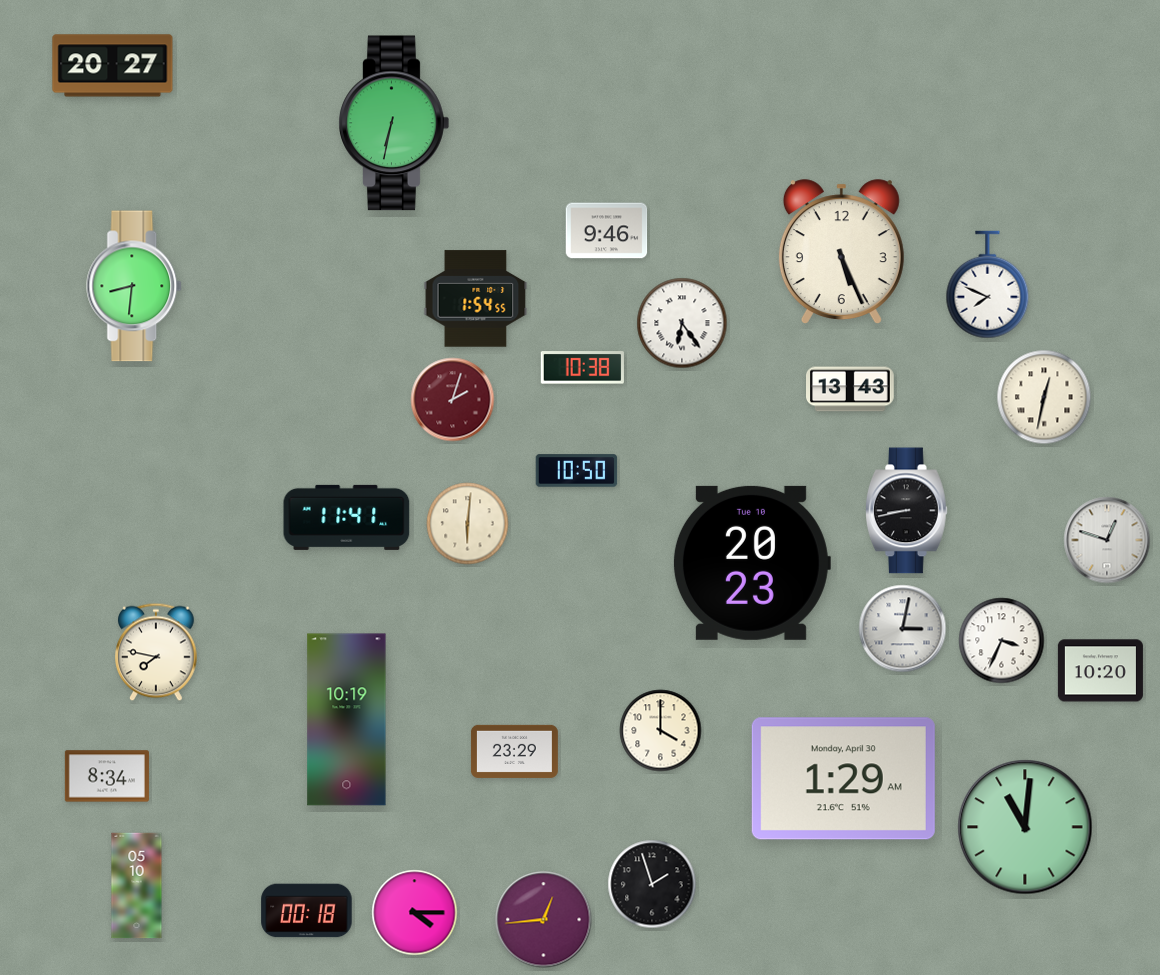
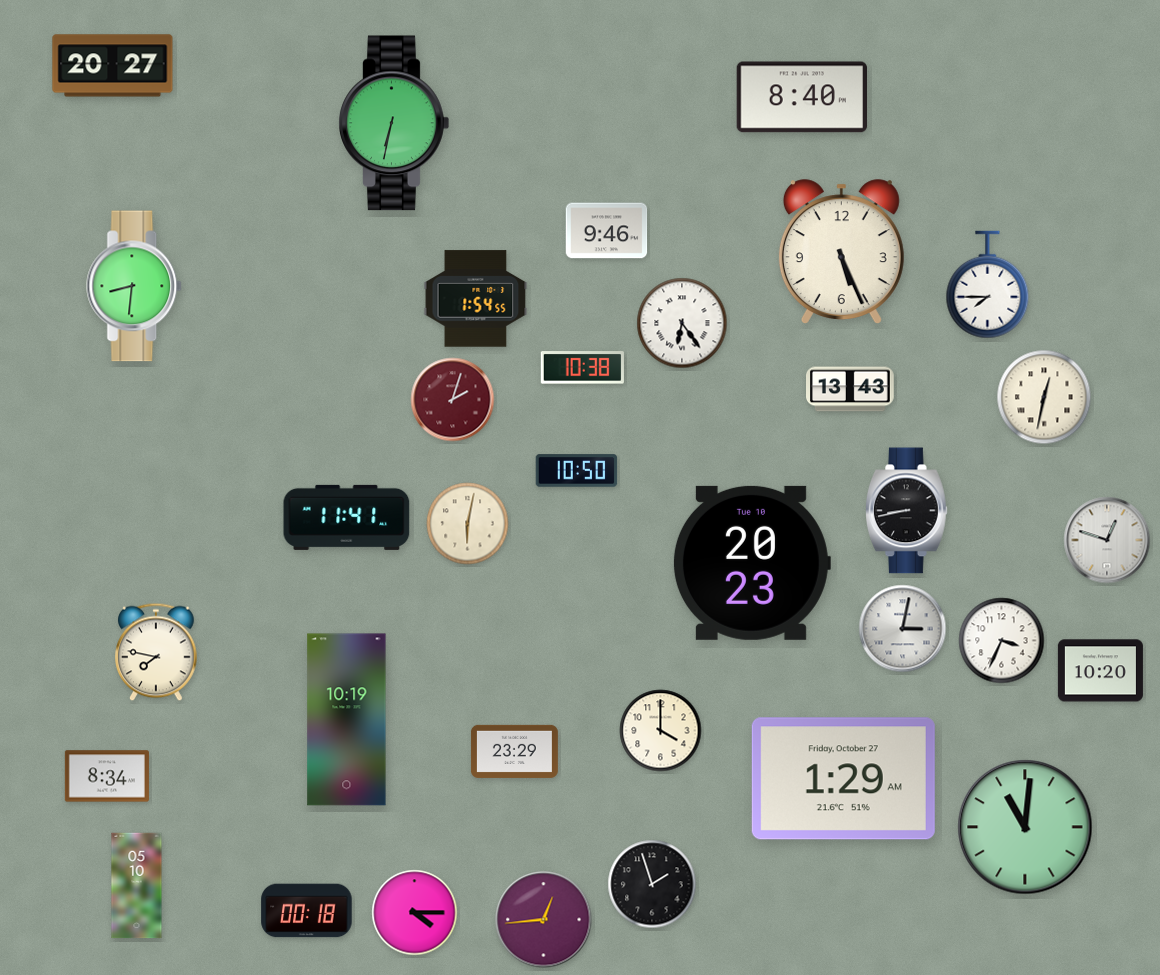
clock at (801, 97): none -> 8:40
clock at (988, 285): 7:49 -> 7:45
clock at (468, 524): 6:01 -> 6:02
clock at (843, 779) date: Monday, April 30 -> Friday, October 27
